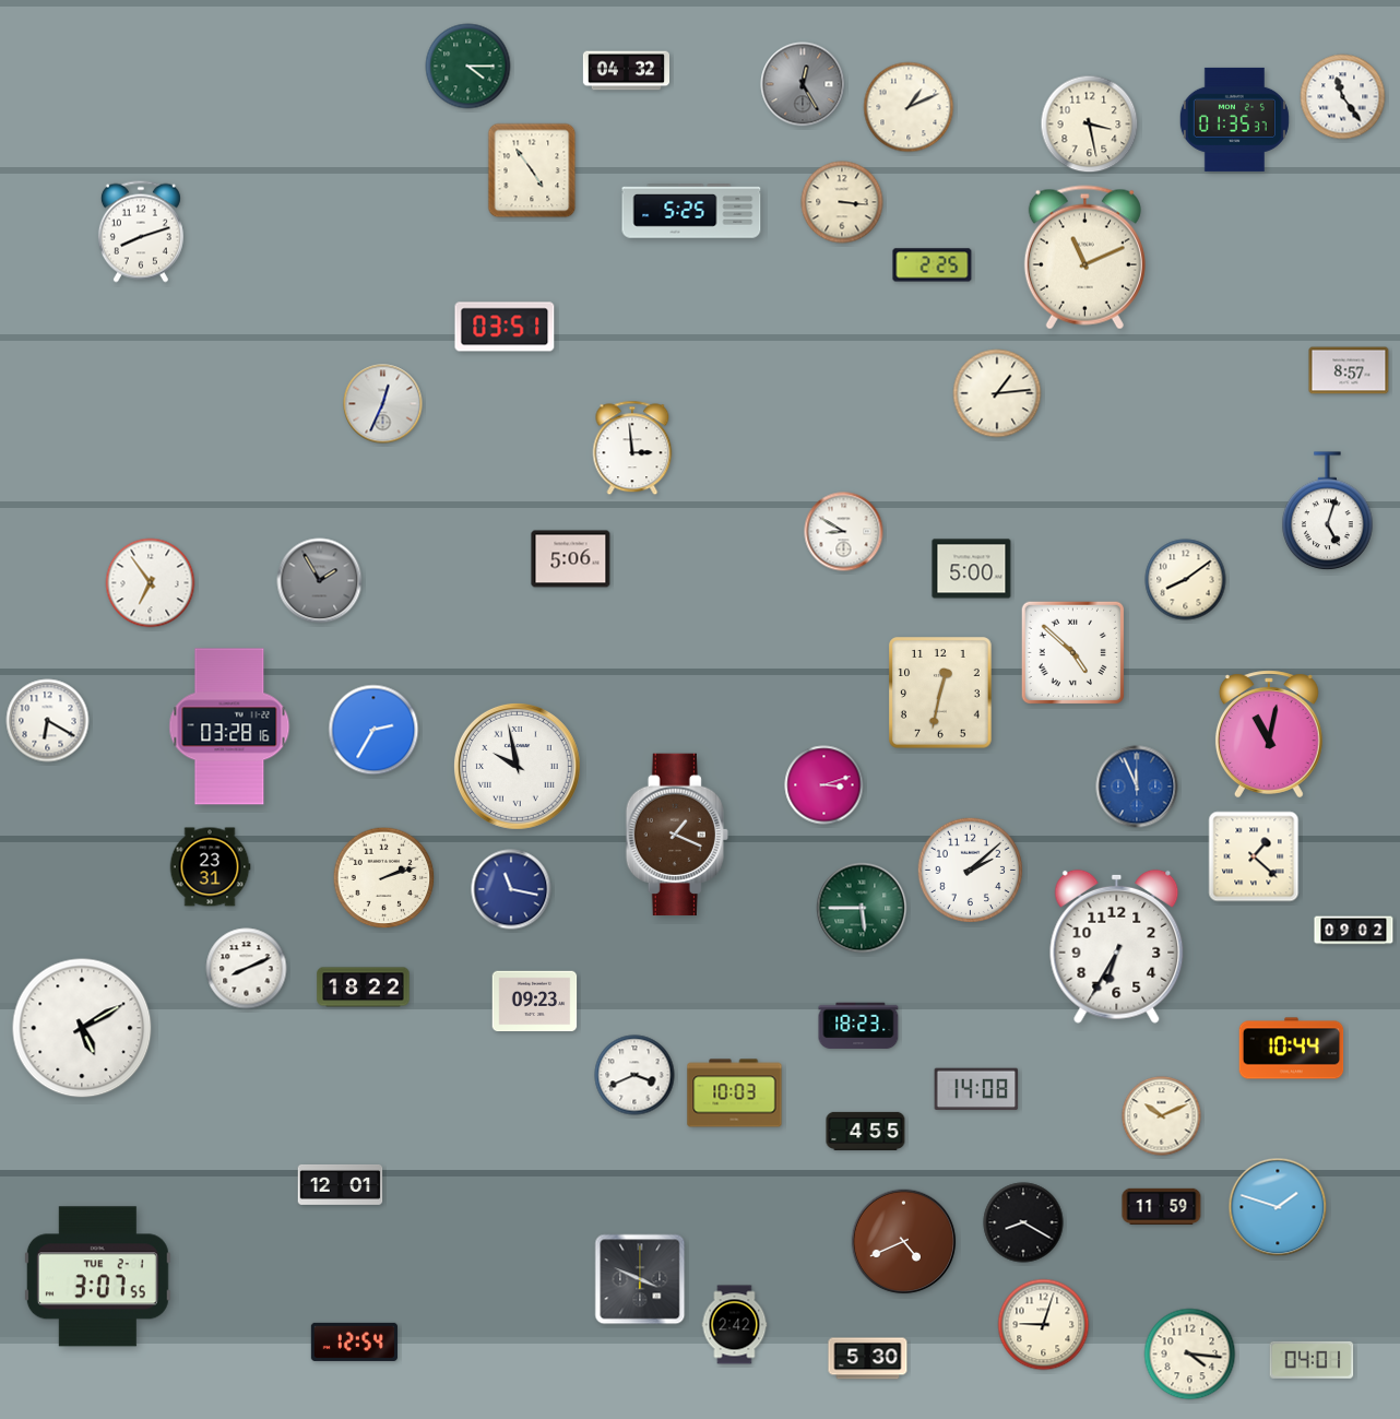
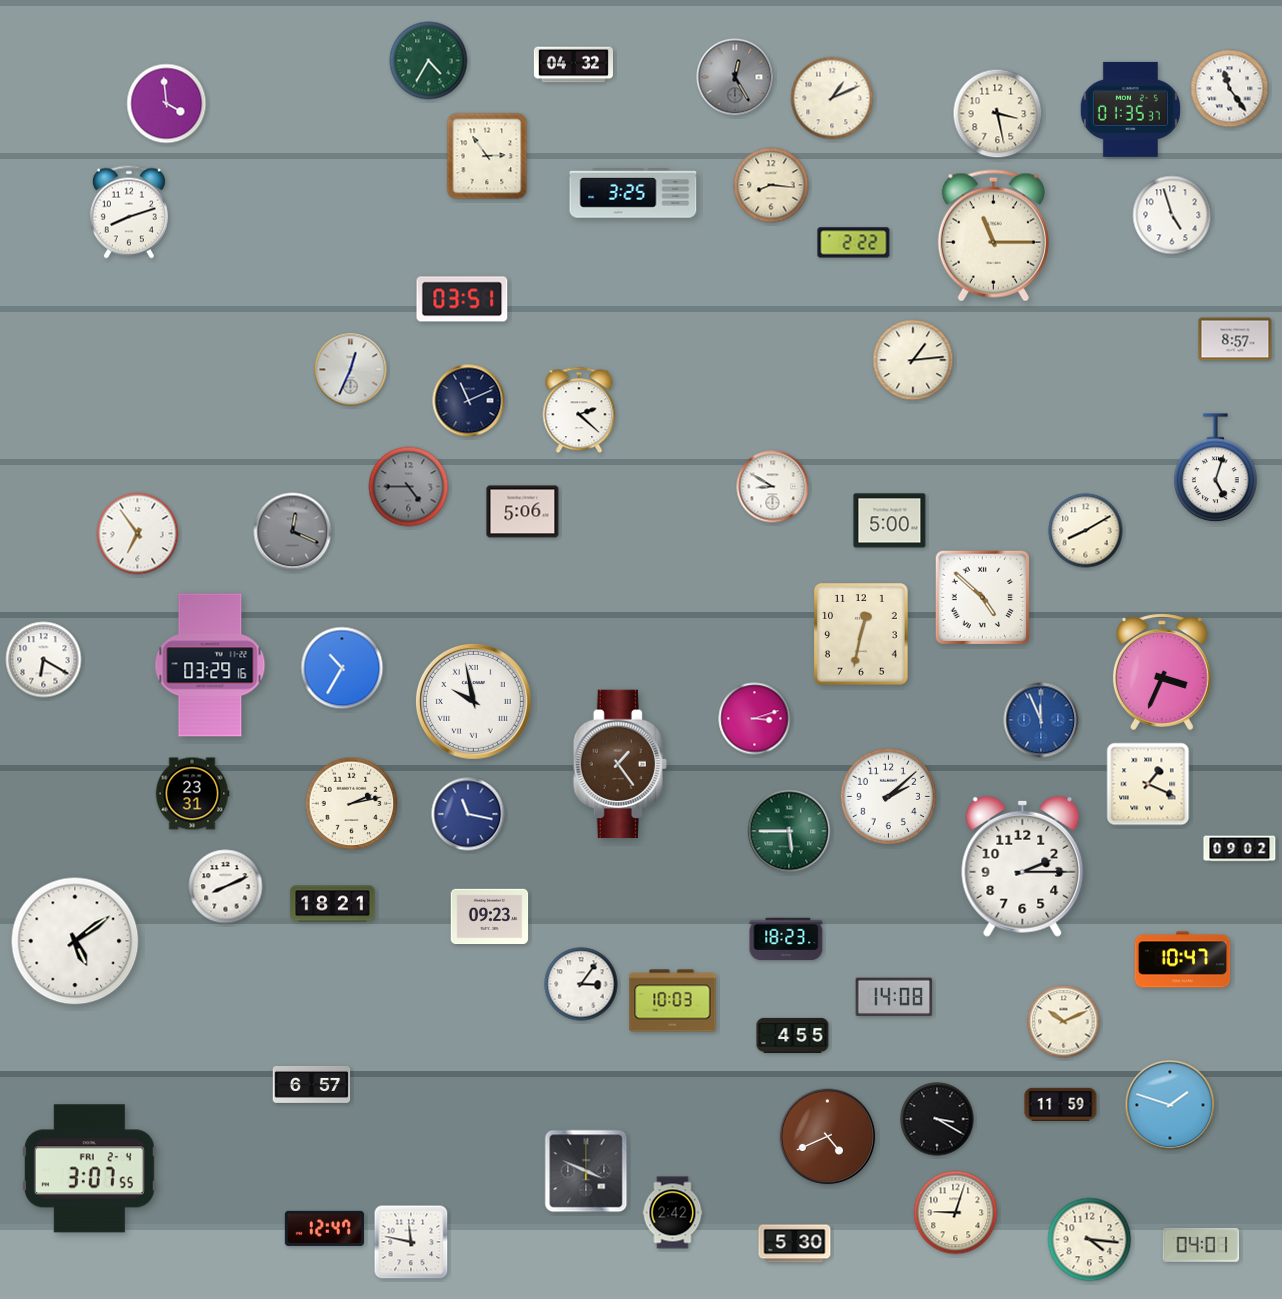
clock at (468, 67): 4:15 -> 4:35
clock at (167, 104): none -> 3:59
clock at (532, 170): 4:54 -> 2:54
clock at (842, 202): 3:16 -> 8:16
clock at (691, 211): 5:25 -> 3:25
clock at (1172, 215): none -> 4:57
clock at (1084, 258): 11:11 -> 11:15
clock at (933, 265): 2:25 -> 2:22
clock at (469, 401): none -> 11:11
clock at (632, 448): 2:59 -> 2:22
clock at (409, 487): none -> 4:45
clock at (1186, 580): 8:09 -> 8:10
clock at (320, 581): 1:55 -> 12:19
clock at (229, 726): 03:28 -> 03:29
clock at (373, 730): 2:35 -> 10:35
clock at (1269, 734): 11:02 -> 3:34
clock at (677, 835): 1:19 -> 1:24
clock at (1254, 856): 1:22 -> 1:19
clock at (384, 878): 2:12 -> 2:13
clock at (1354, 931) position: (1354, 931) -> (1240, 849)
clock at (1117, 946): 6:35 -> 2:15
clock at (364, 988): 18:22 -> 18:21
clock at (82, 1028): 5:10 -> 5:09
clock at (1292, 1049): 10:44 -> 10:47
clock at (634, 1075): 3:41 -> 3:06
clock at (341, 1185): 12:01 -> 6:57
clock at (1162, 1206) position: (1162, 1206) -> (1061, 1104)
clock at (1023, 1222): 8:20 -> 3:20
clock at (97, 1277) date: TUE 2-1 -> FRI 2-4
clock at (354, 1341): 12:54 -> 12:47
clock at (411, 1242): none -> 11:47
